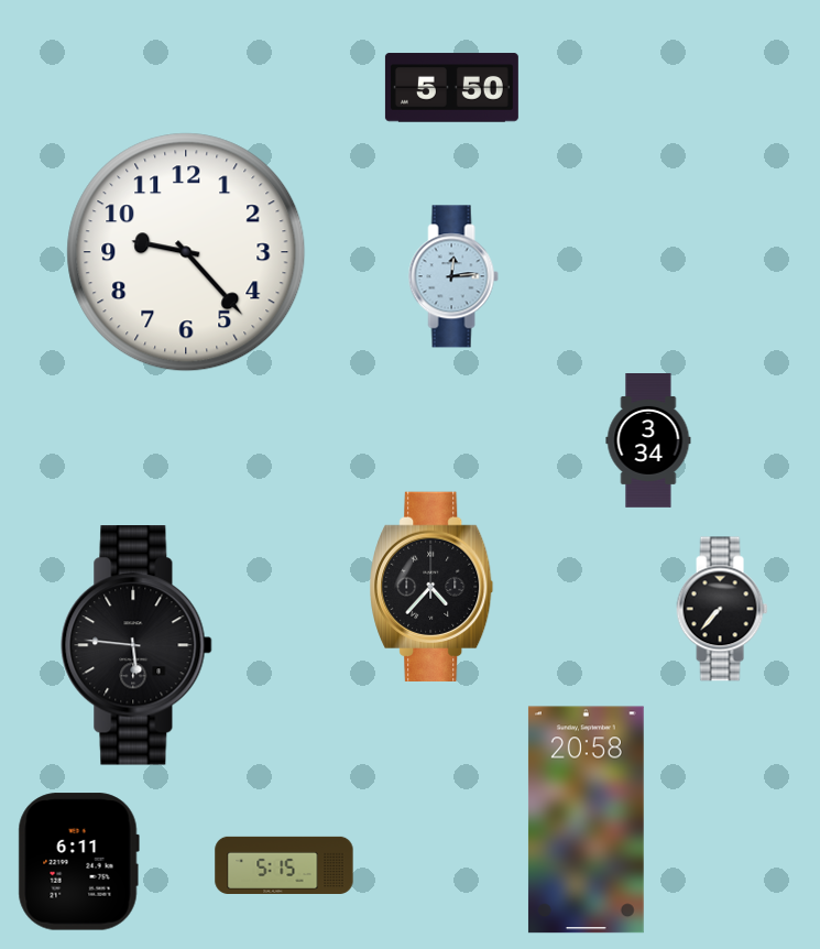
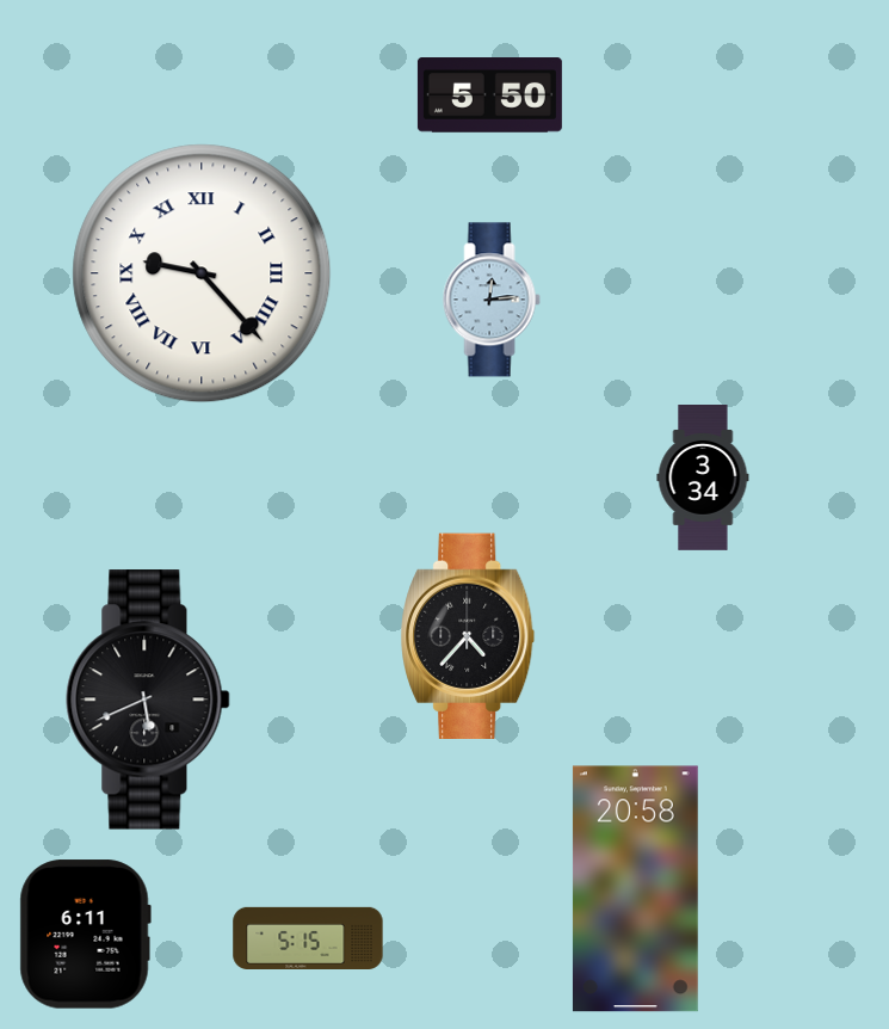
clock at (186, 252) numerals: Arabic -> Roman
clock at (722, 609): 7:37 -> none
clock at (136, 645): 5:46 -> 5:41
